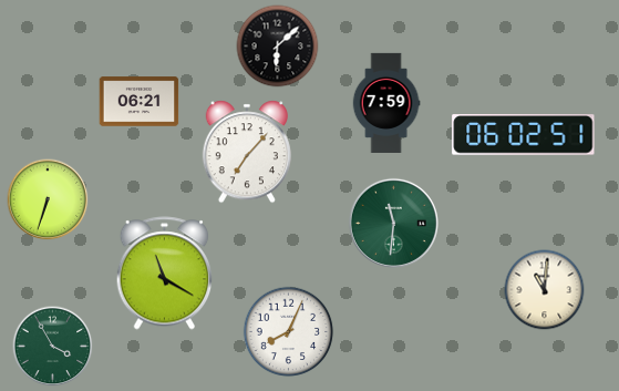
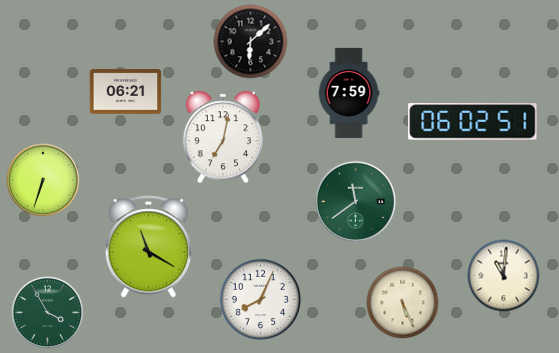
clock at (247, 152): 7:07 -> 7:02
clock at (393, 223): 11:31 -> 11:39
clock at (545, 290) position: (545, 290) -> (504, 276)
clock at (403, 303): none -> 5:26
